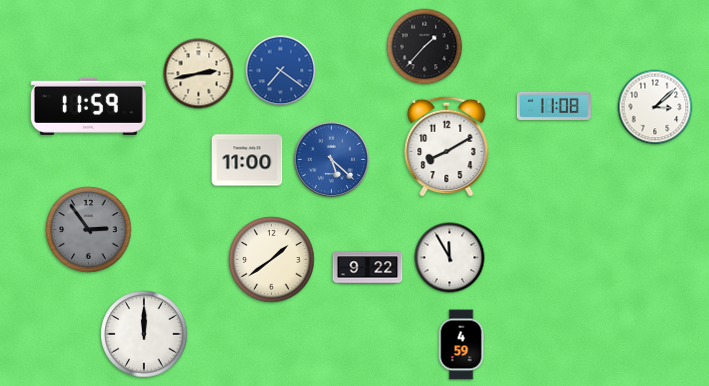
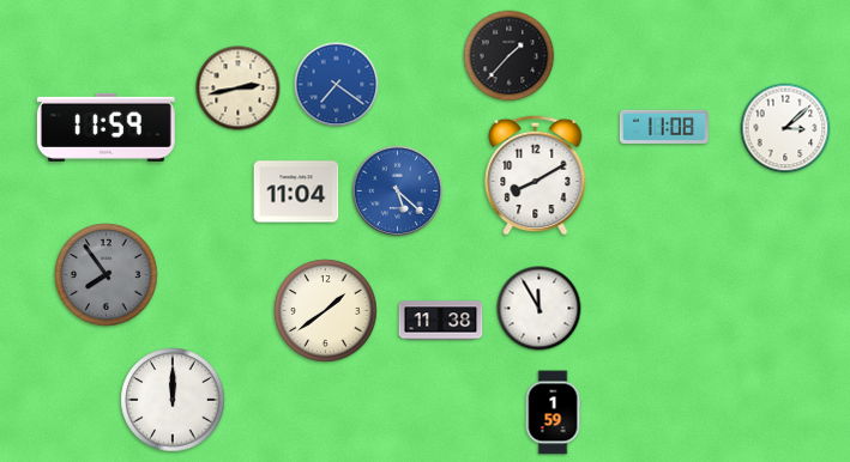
clock at (247, 160): 11:00 -> 11:04
clock at (89, 230): 2:54 -> 7:54
clock at (368, 268): 9:22 -> 11:38
clock at (461, 345): 4:59 -> 1:59
